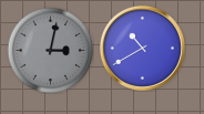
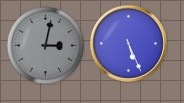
clock at (142, 48): 10:40 -> 5:26
